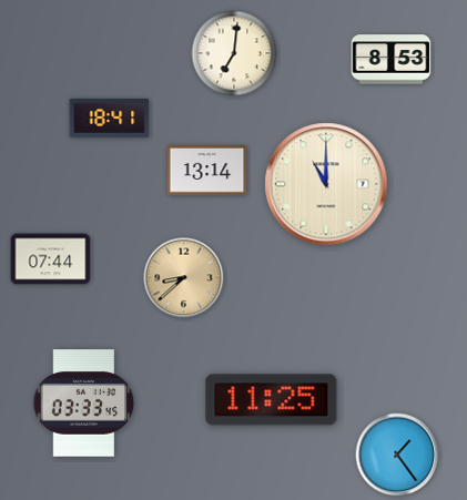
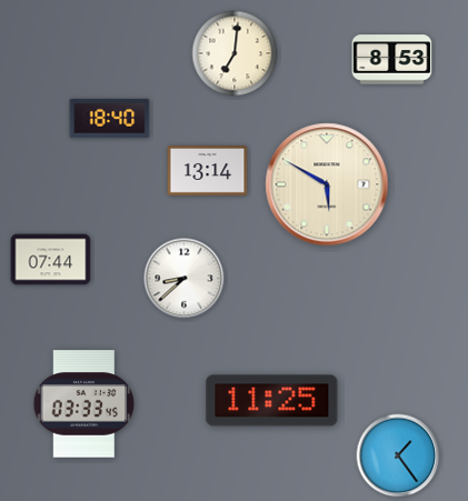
clock at (110, 118): 18:41 -> 18:40
clock at (326, 184): 11:00 -> 5:50
clock at (184, 278) dial: champagne -> white
